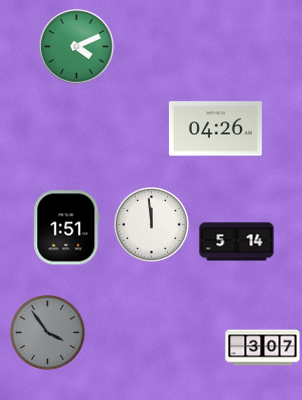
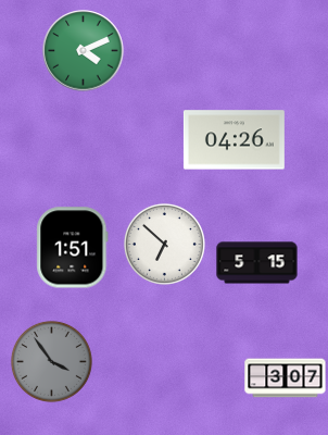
clock at (151, 224): 11:59 -> 6:52
clock at (237, 242): 5:14 -> 5:15
